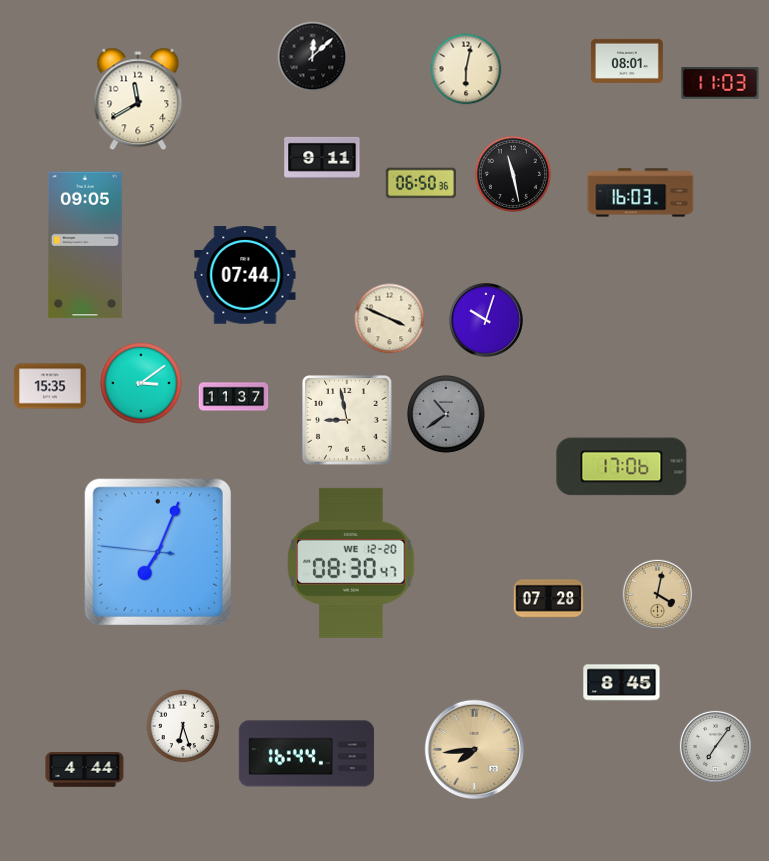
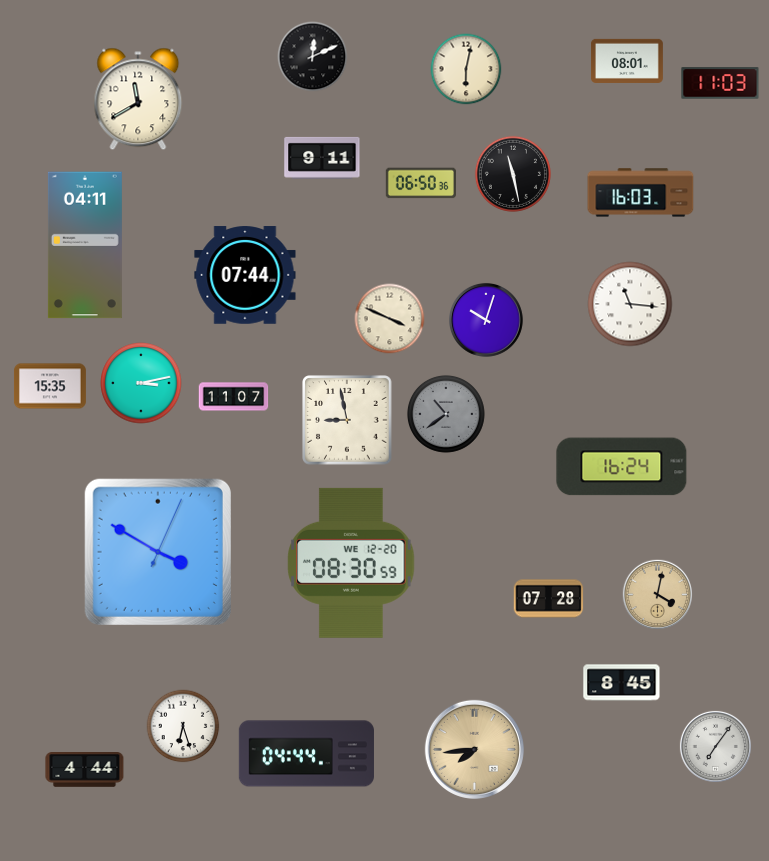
clock at (313, 57): 12:08 -> 12:11
clock at (85, 245): 09:05 -> 04:11
clock at (630, 304): none -> 11:16
clock at (141, 383): 3:09 -> 3:13
clock at (234, 397): 11:37 -> 11:07
clock at (622, 467): 17:06 -> 16:24
clock at (158, 552): 7:03 -> 3:50
clock at (351, 563): 08:30:47 -> 08:30:59
clock at (306, 754): 16:44 -> 04:44
